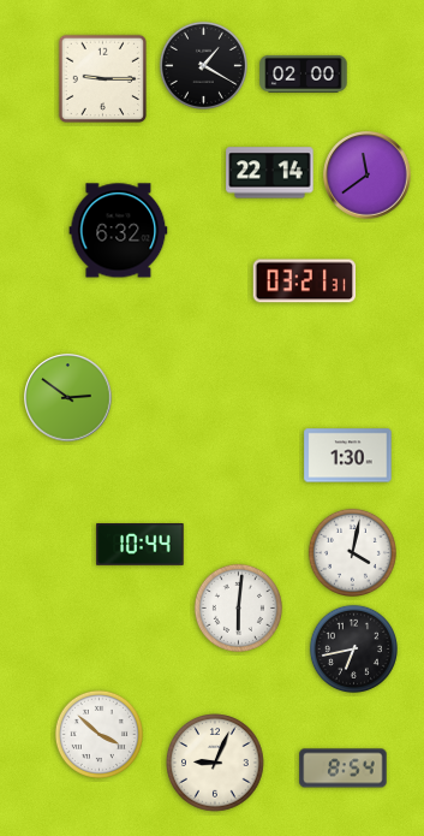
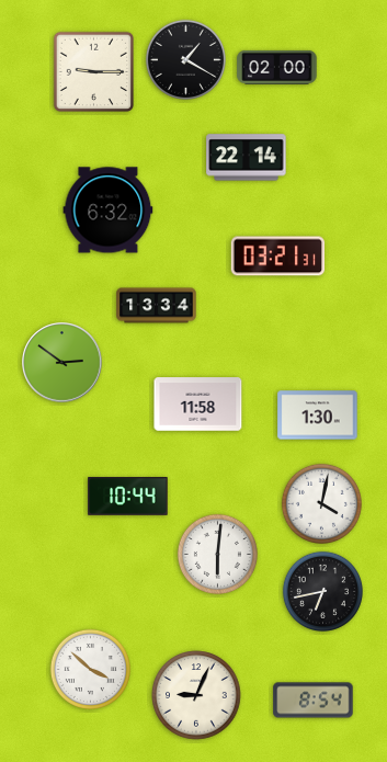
clock at (368, 176): 11:39 -> none
clock at (157, 306): none -> 13:34
clock at (198, 405): none -> 11:58
